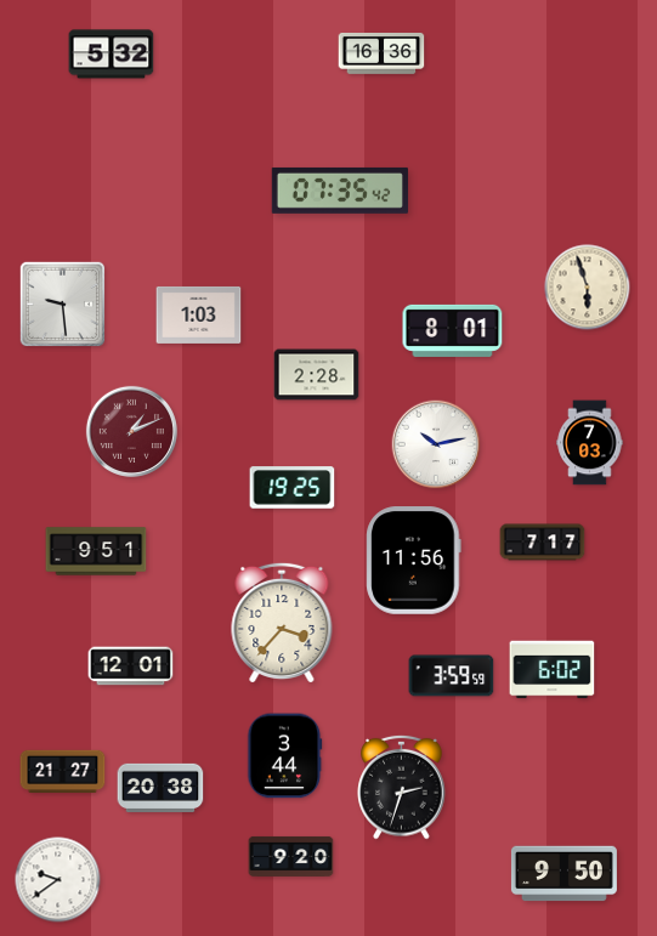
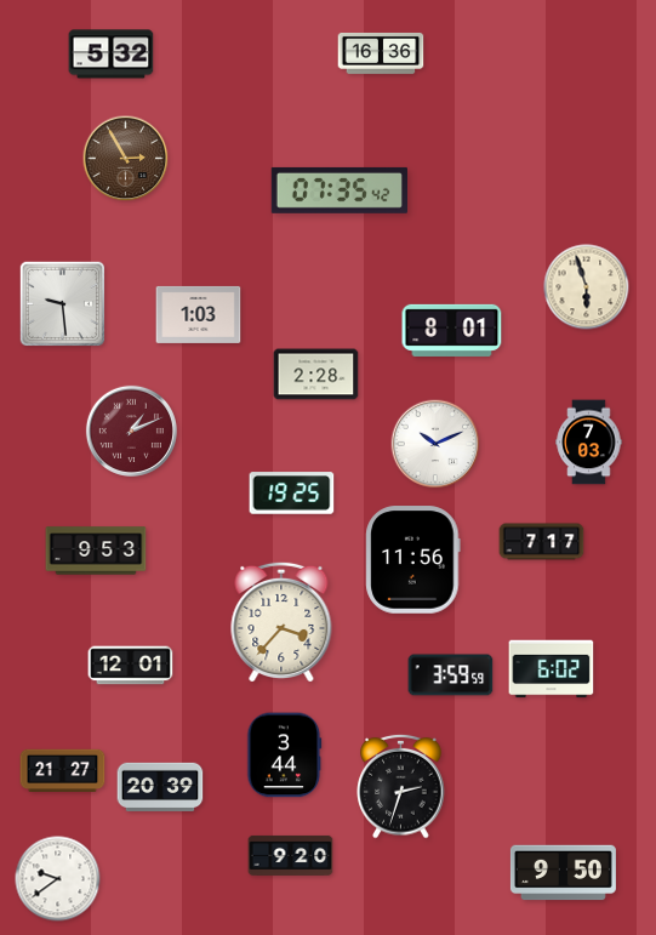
clock at (126, 159): none -> 2:55
clock at (436, 444): 10:13 -> 10:11
clock at (293, 488) position: (293, 488) -> (292, 494)
clock at (96, 551): 9:51 -> 9:53
clock at (160, 788): 20:38 -> 20:39
